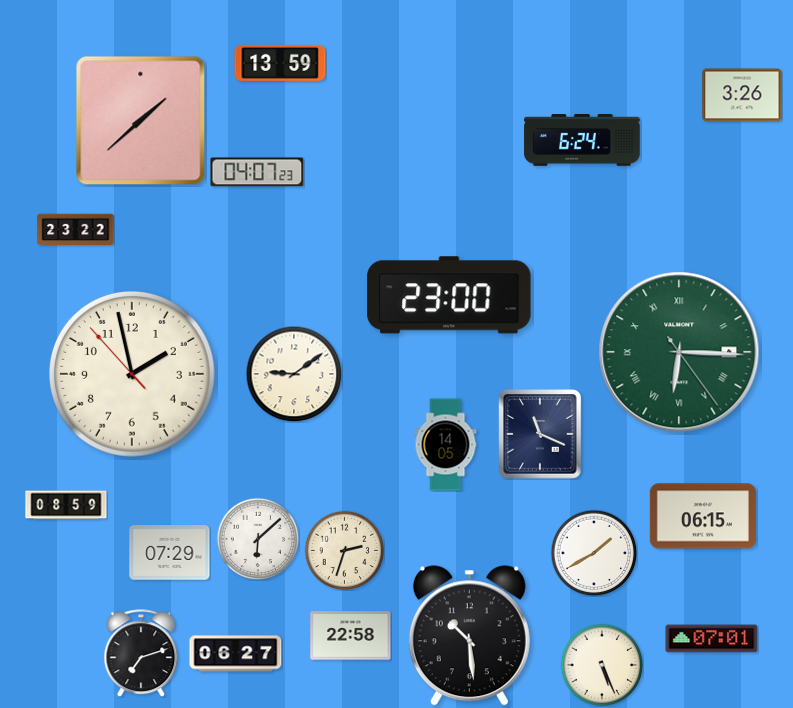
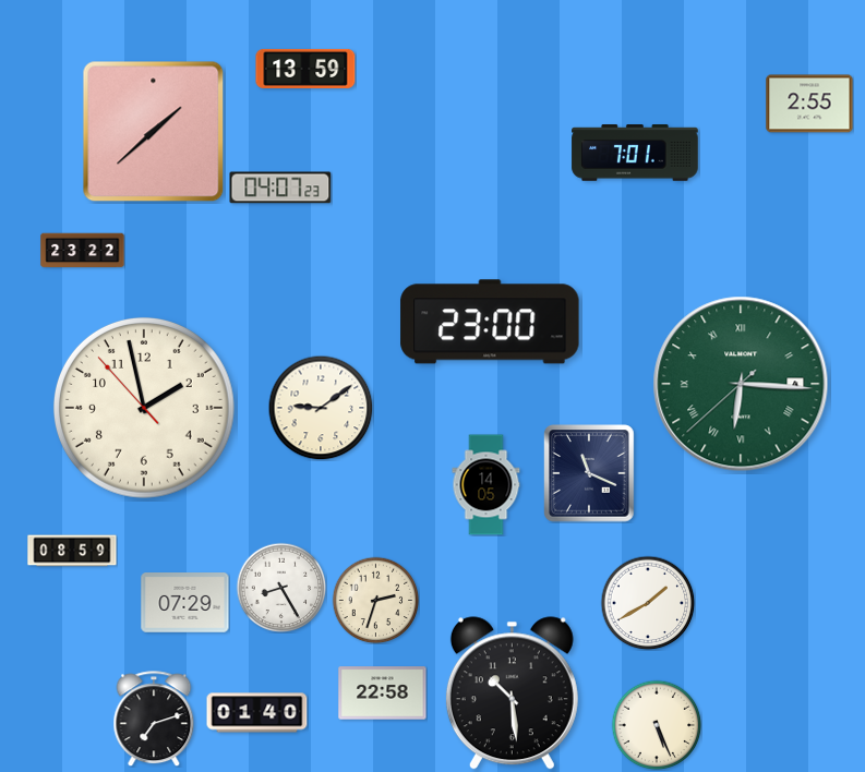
clock at (742, 95): 3:26 -> 2:55
clock at (582, 140): 6:24 -> 7:01
clock at (679, 352): 6:15:24 -> 6:15:38
clock at (703, 516): 06:15 -> none
clock at (258, 539): 6:08 -> 8:25
clock at (712, 639): 07:01 -> none
clock at (141, 653) position: (141, 653) -> (154, 719)
clock at (236, 654): 06:27 -> 01:40
